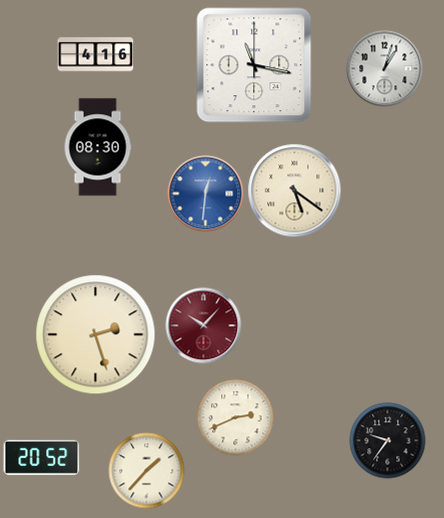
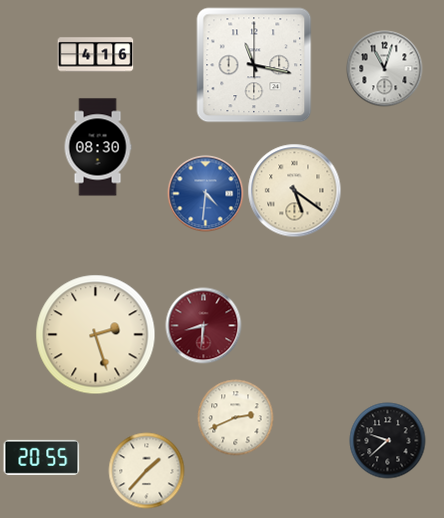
clock at (385, 69): 1:03 -> 11:03
clock at (206, 194): 12:31 -> 4:31
clock at (204, 326): 10:07 -> 8:31
clock at (388, 441): 9:36 -> 9:38
clock at (42, 457): 20:52 -> 20:55
